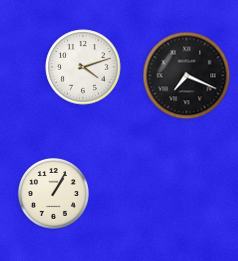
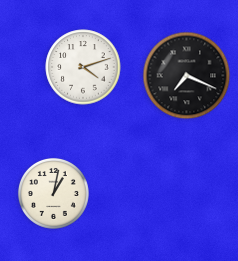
clock at (53, 193): 1:05 -> 1:02
